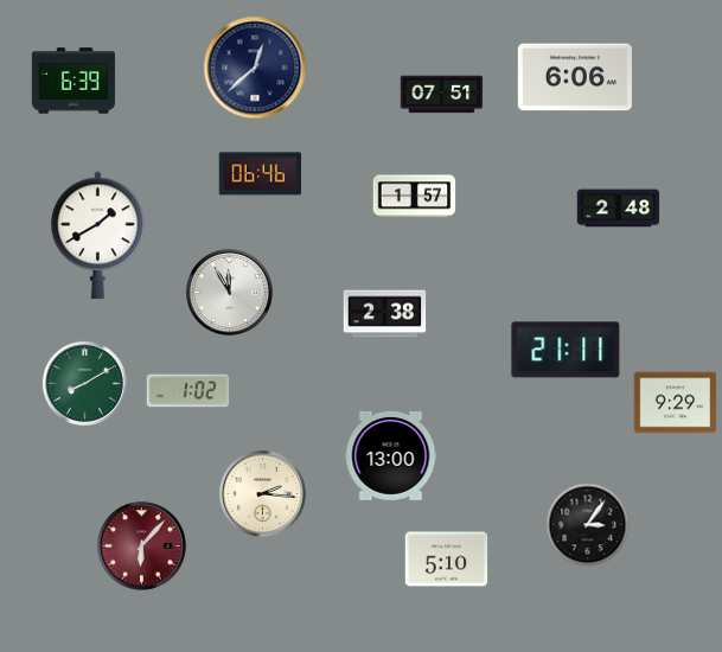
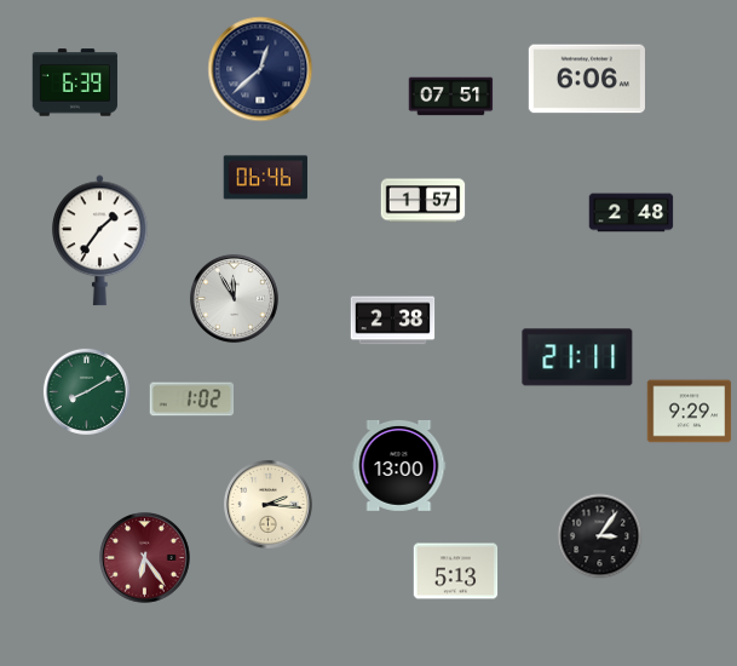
clock at (98, 236): 1:40 -> 1:36
clock at (142, 546): 6:07 -> 6:24
clock at (447, 560): 5:10 -> 5:13
